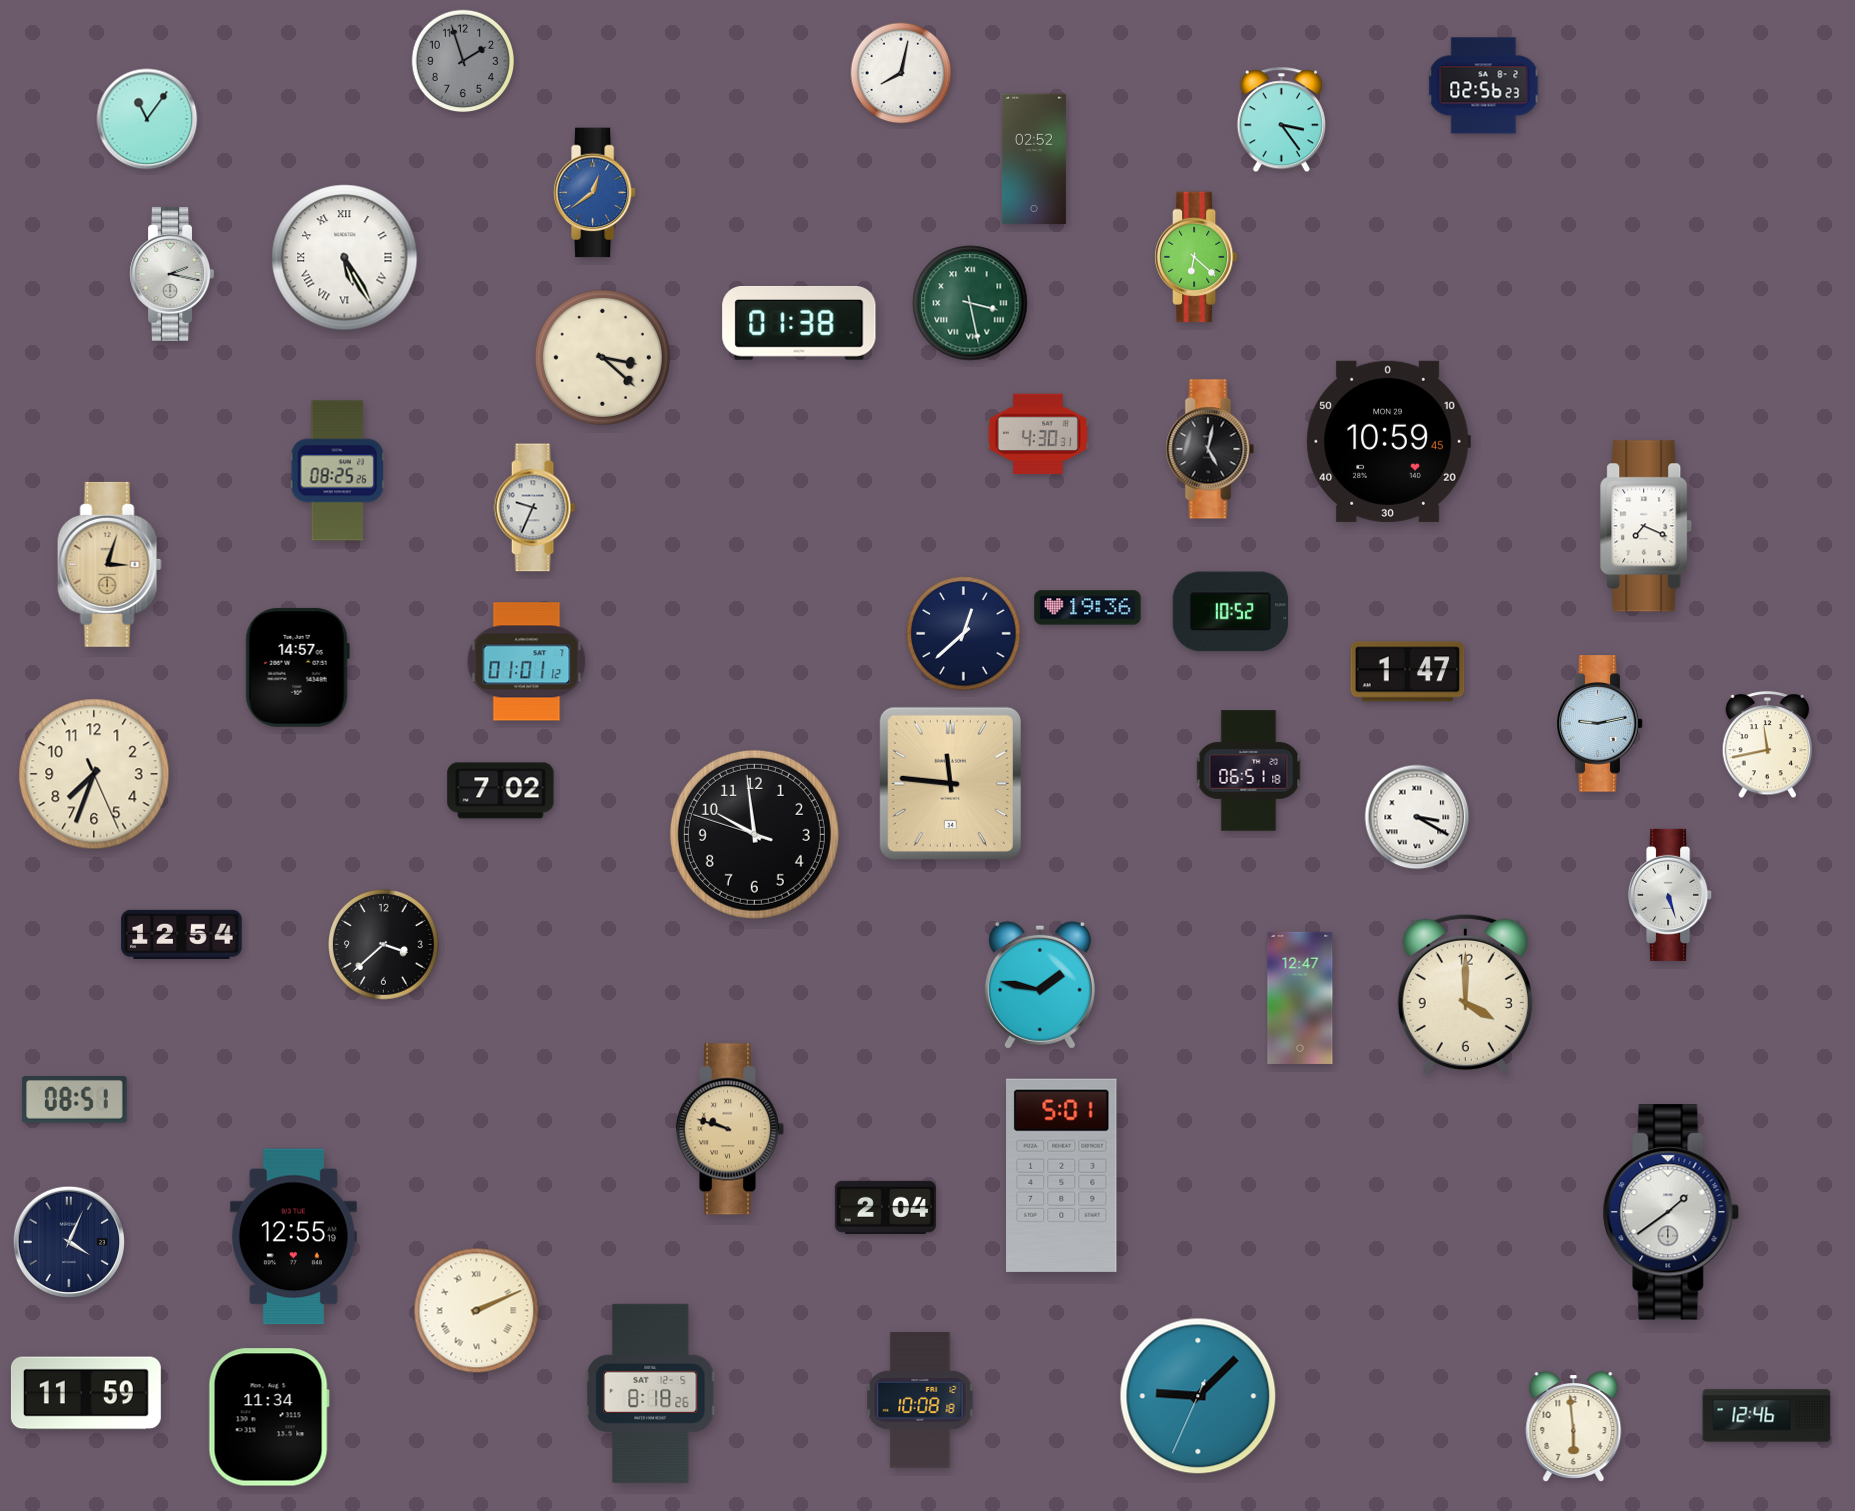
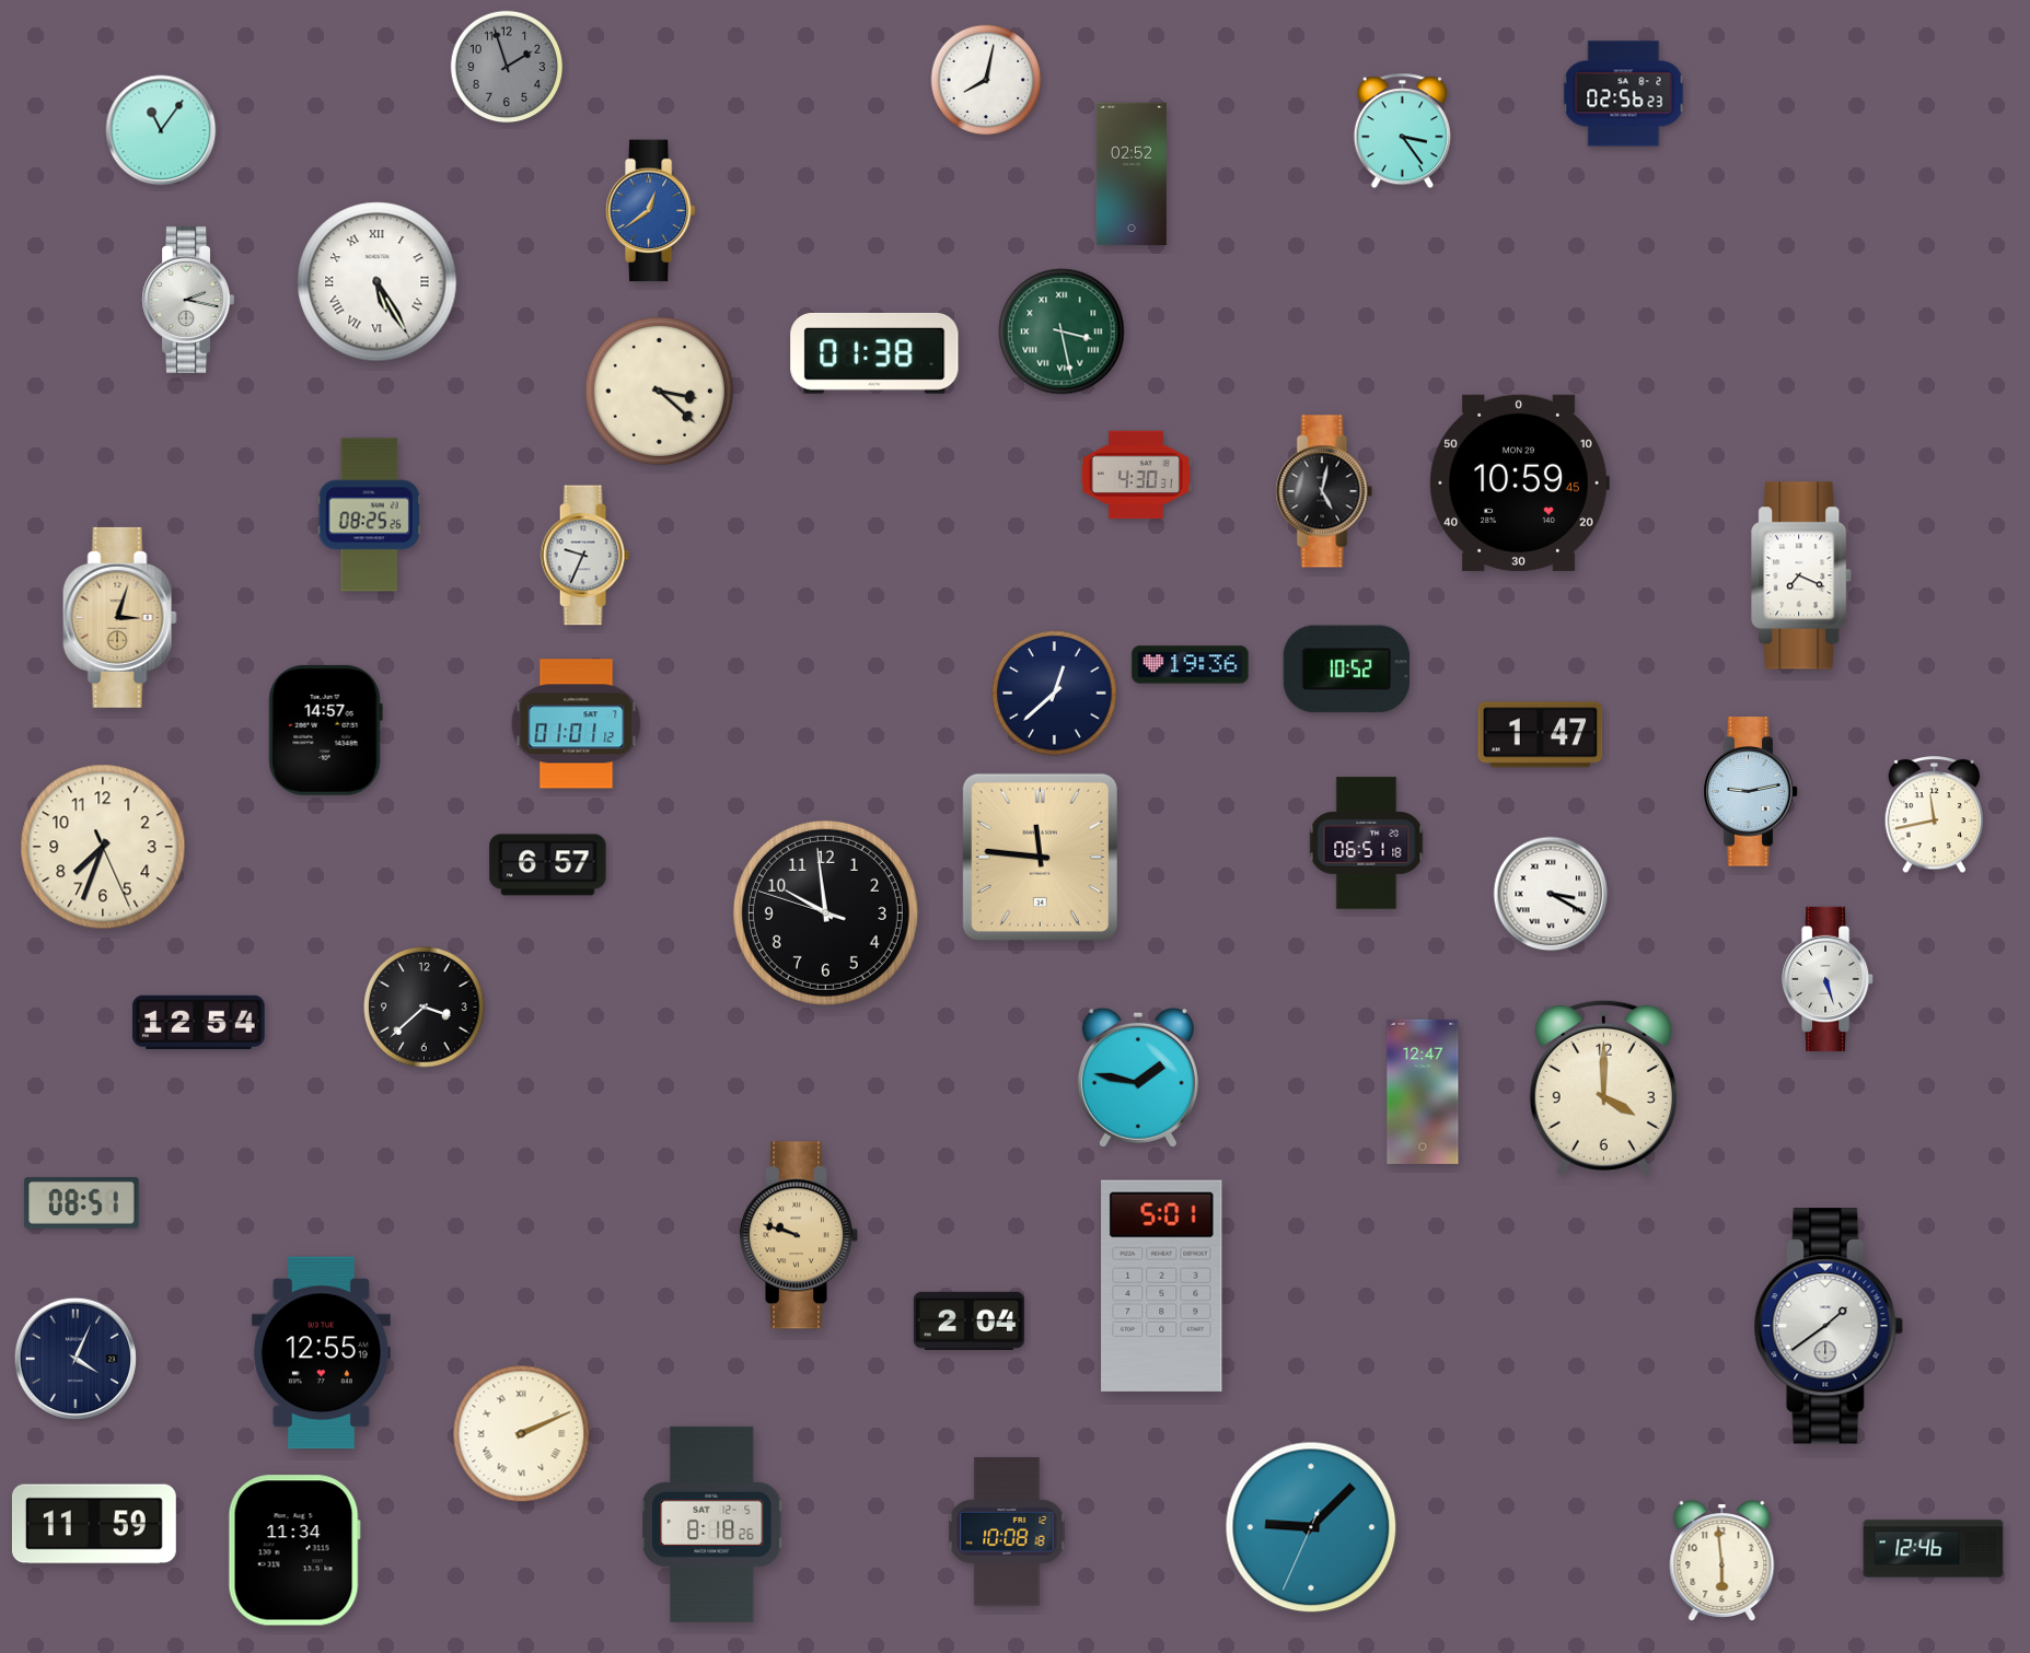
clock at (1197, 257): 6:22 -> none
clock at (501, 791): 7:02 -> 6:57
clock at (384, 945) position: (384, 945) -> (425, 1008)
